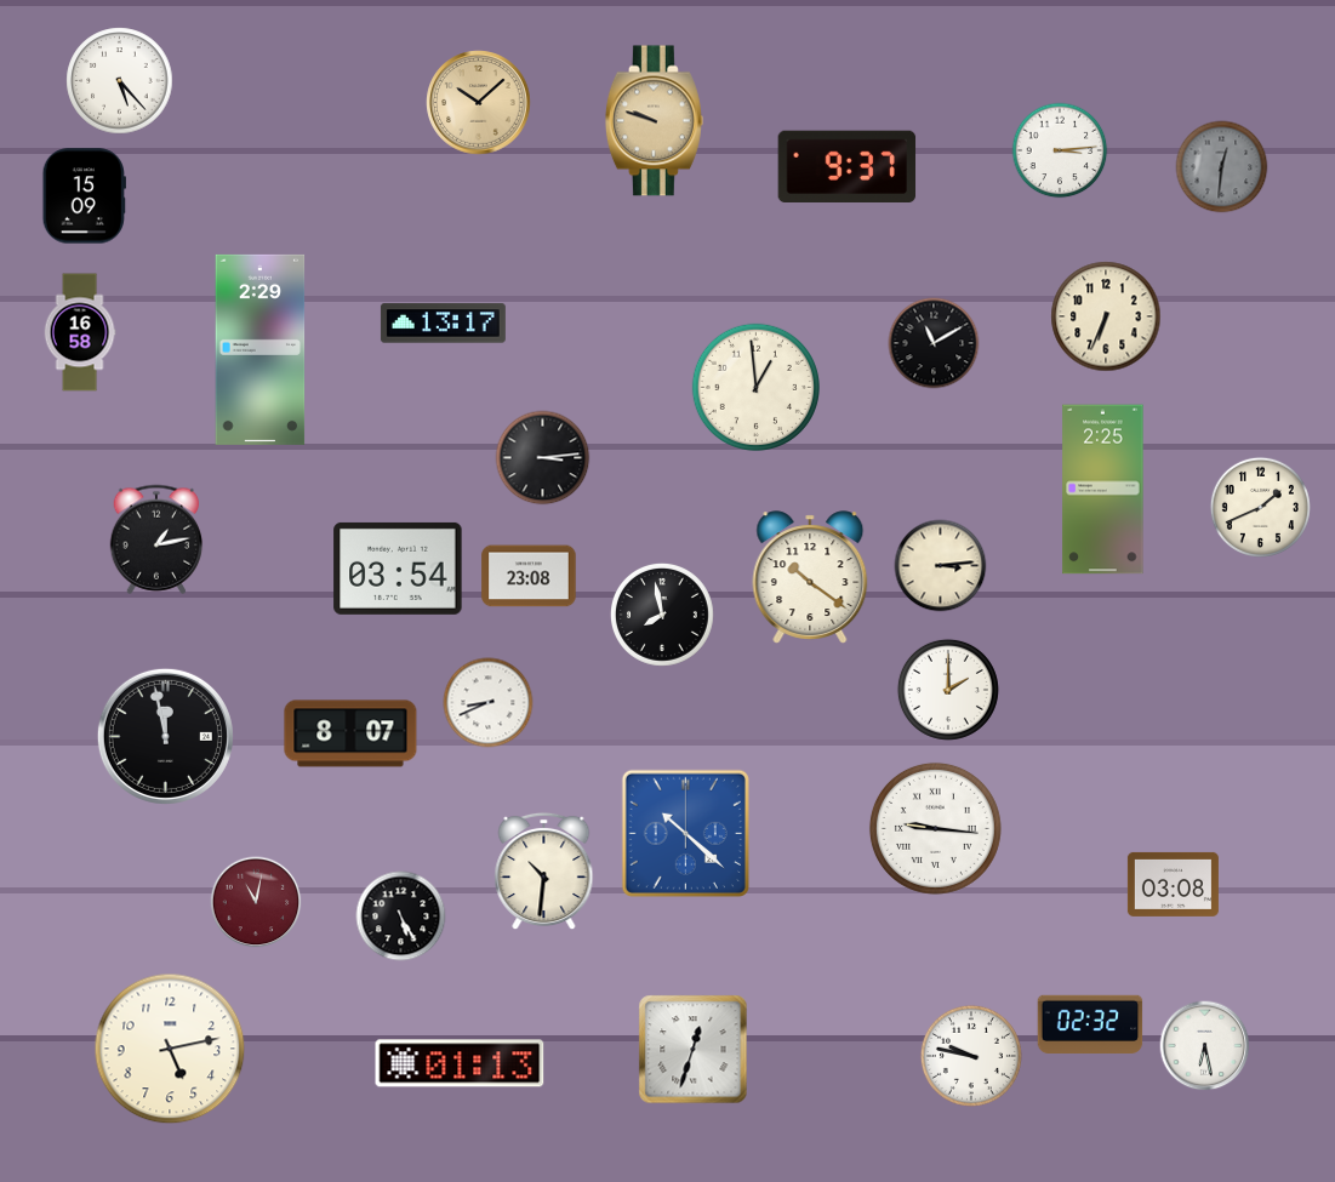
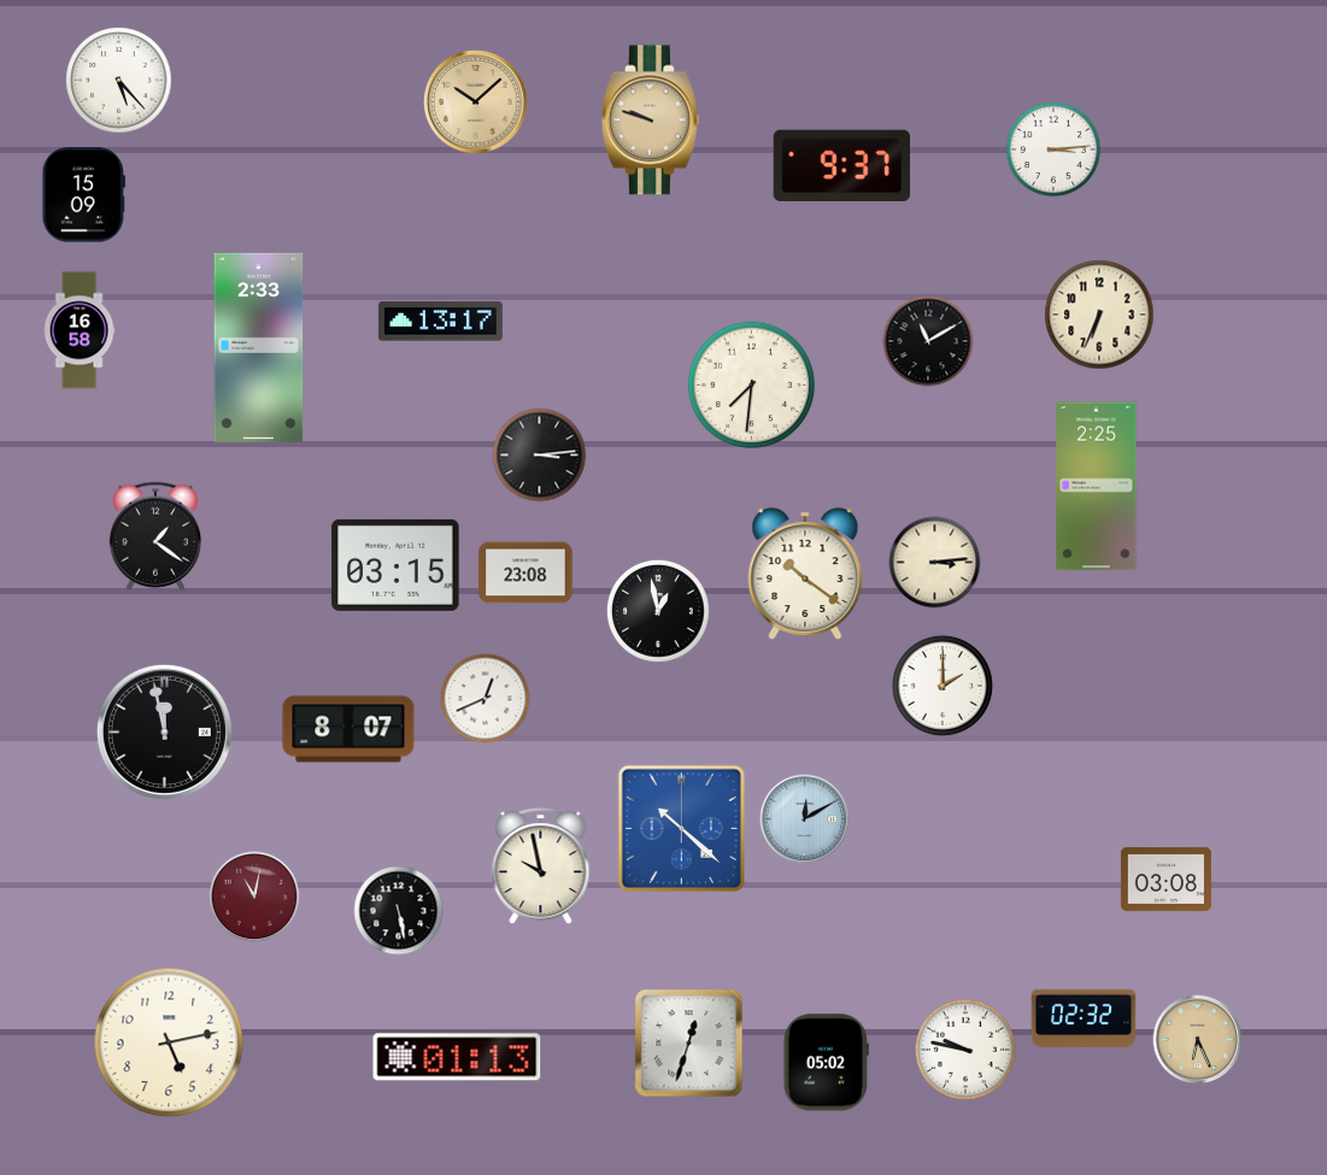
clock at (1222, 167): 12:31 -> none
clock at (261, 349): 2:29 -> 2:33
clock at (755, 387): 12:59 -> 7:31
clock at (1260, 507): 1:41 -> none
clock at (156, 539): 1:13 -> 1:21
clock at (398, 569): 03:54 -> 03:15
clock at (662, 615): 7:58 -> 12:58
clock at (489, 703): 8:41 -> 12:41
clock at (805, 819): none -> 12:10
clock at (935, 828): 9:16 -> none
clock at (544, 872): 10:31 -> 9:58
clock at (401, 917): 5:25 -> 5:28
clock at (1205, 1046): 6:28 -> 6:26
clock at (1205, 1046) dial: white -> champagne
clock at (826, 1063): none -> 05:02
